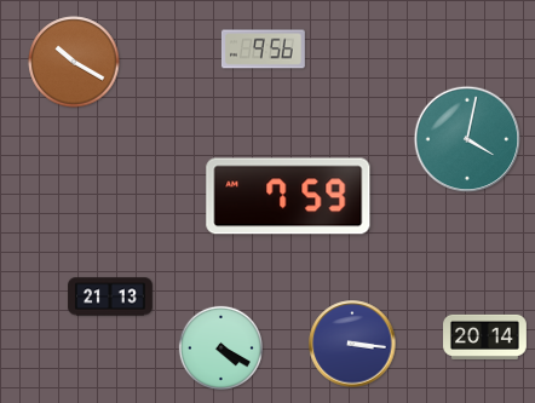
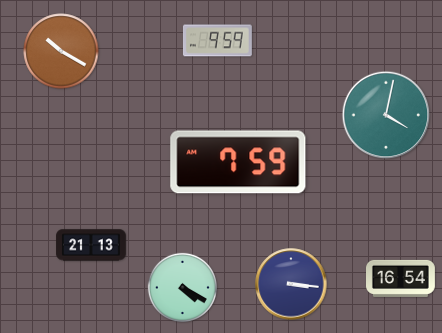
clock at (263, 50): 9:56 -> 9:59
clock at (485, 336): 20:14 -> 16:54
